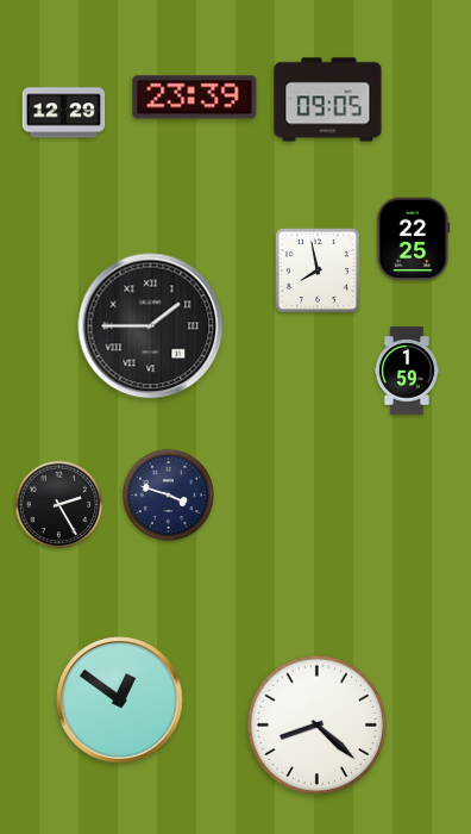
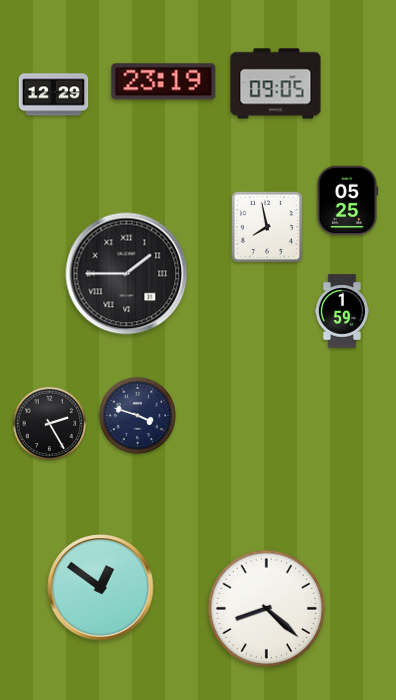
clock at (195, 98): 23:39 -> 23:19
clock at (414, 239): 22:25 -> 05:25
clock at (168, 494) position: (168, 494) -> (137, 415)
